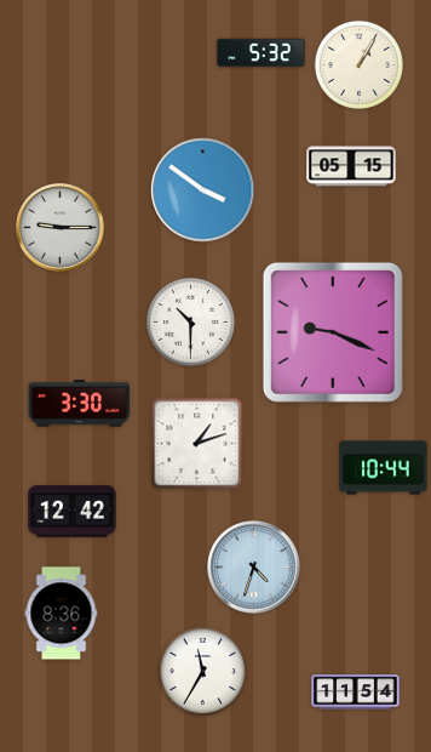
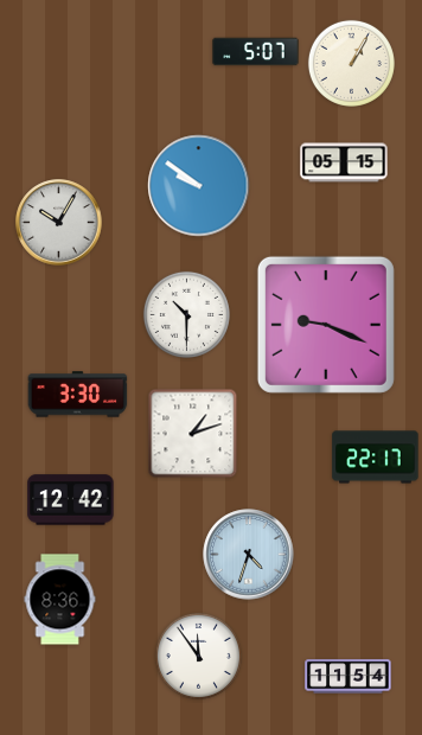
clock at (262, 53): 5:32 -> 5:07
clock at (203, 190): 3:51 -> 9:51
clock at (61, 228): 9:15 -> 10:05
clock at (384, 468): 10:44 -> 22:17
clock at (202, 671): 11:35 -> 11:54
